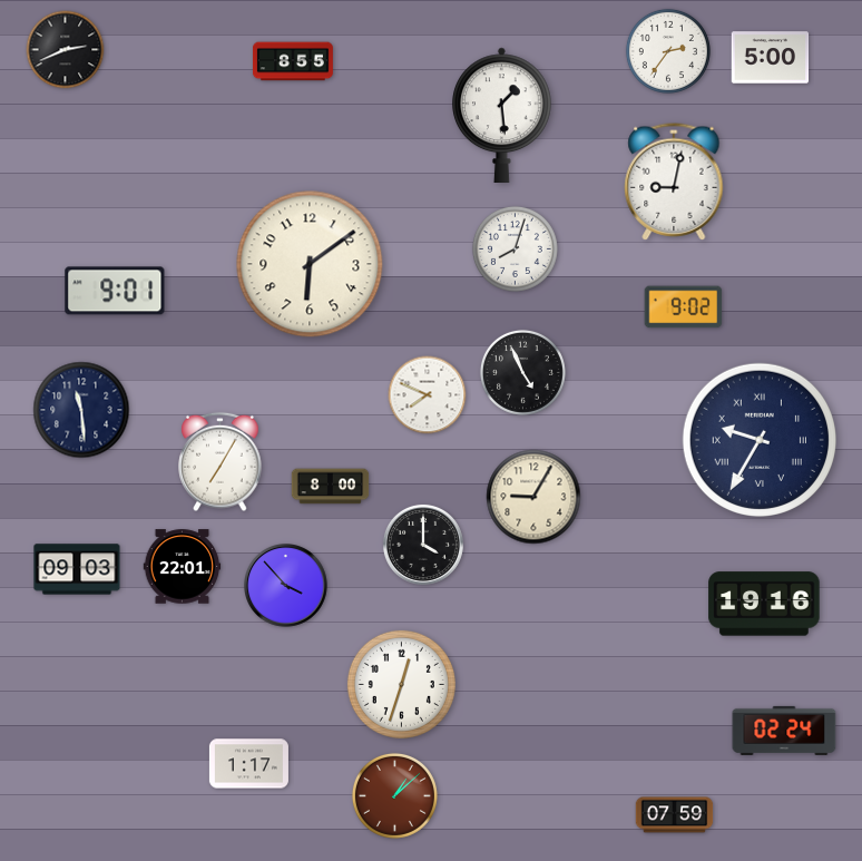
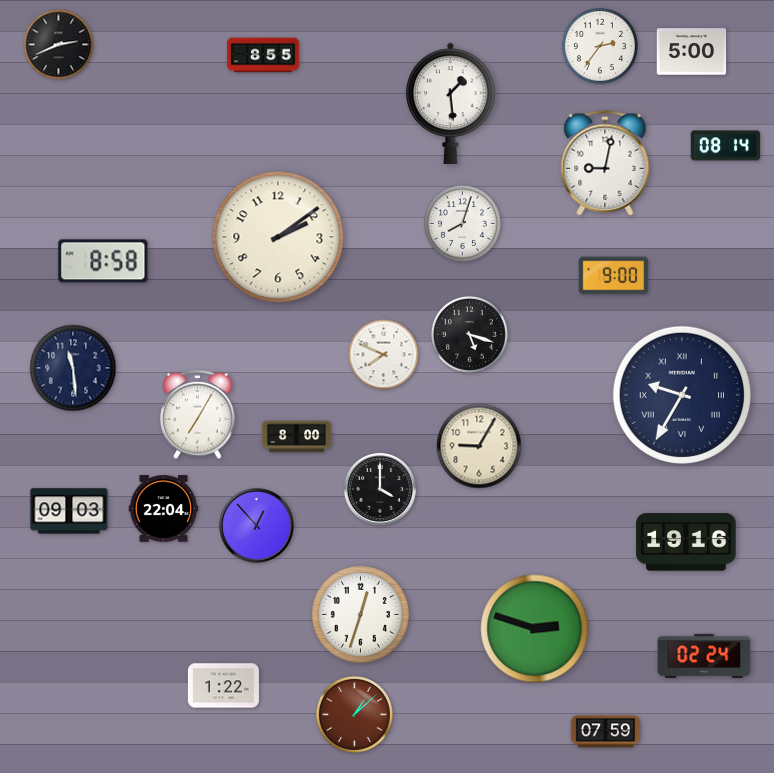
clock at (726, 146): none -> 08:14
clock at (310, 264): 6:09 -> 2:09
clock at (115, 291): 9:01 -> 8:58
clock at (684, 307): 9:02 -> 9:00
clock at (522, 372): 4:56 -> 5:18
clock at (183, 567): 22:01 -> 22:04
clock at (286, 586): 3:53 -> 12:53
clock at (535, 629): none -> 2:48
clock at (248, 764): 1:17 -> 1:22
